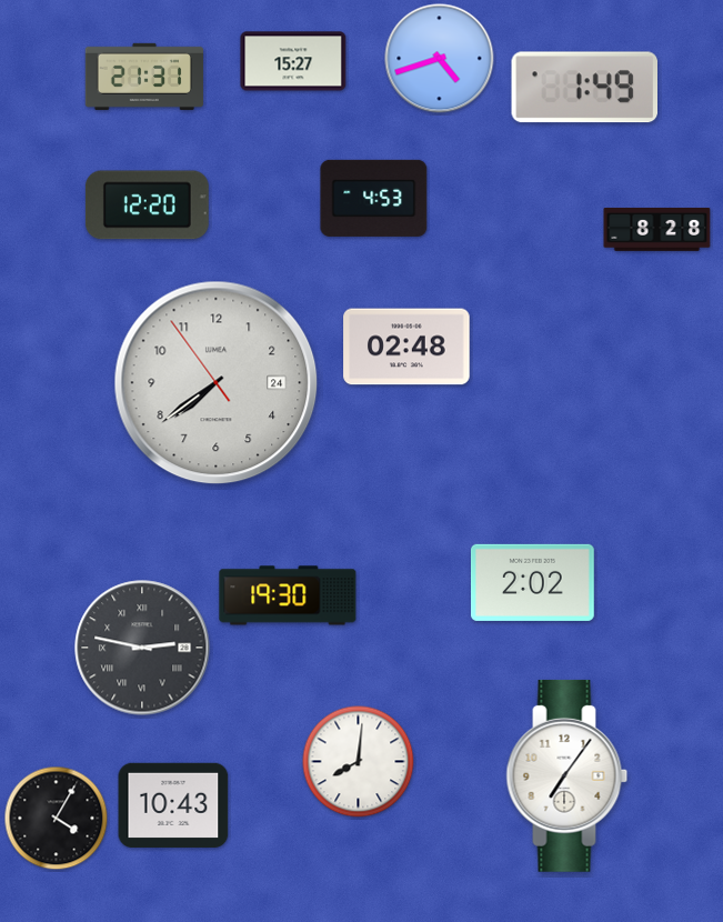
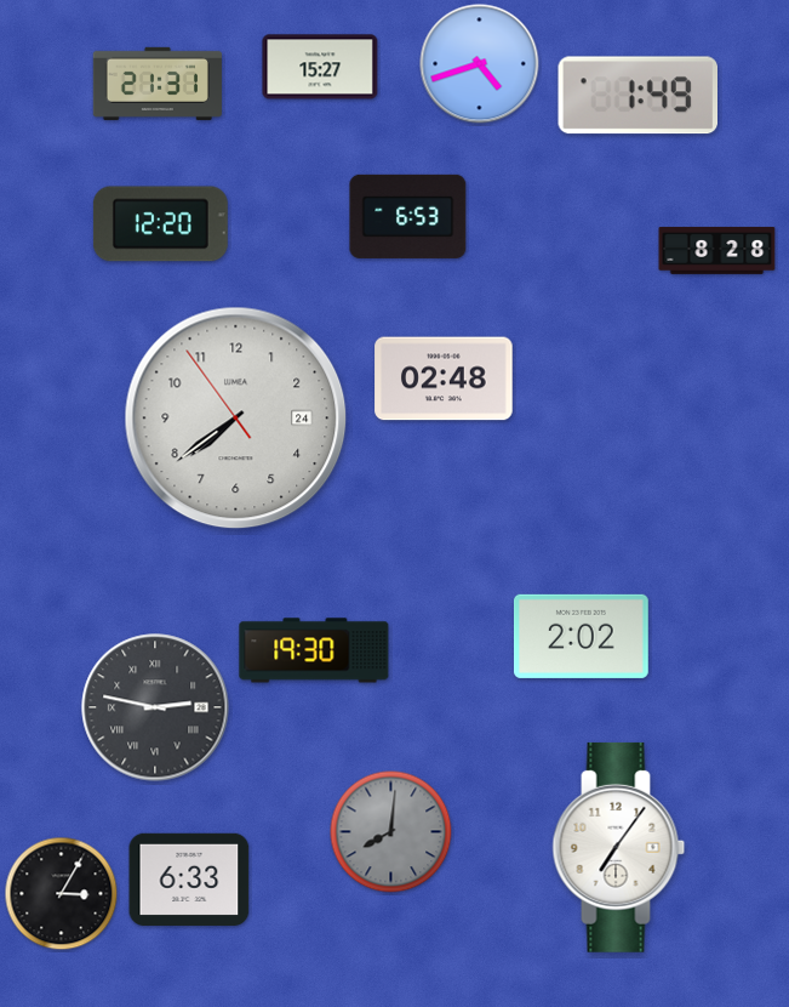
clock at (374, 198): 4:53 -> 6:53
clock at (359, 762) dial: white -> grey
clock at (173, 805): 10:43 -> 6:33
clock at (57, 819): 4:05 -> 3:05
